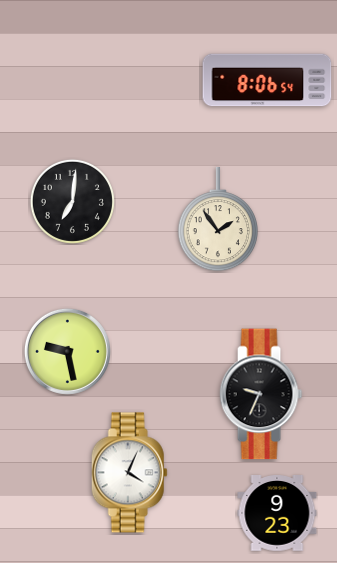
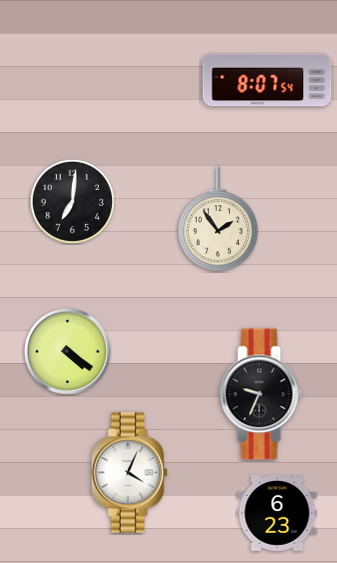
clock at (267, 80): 8:06 -> 8:07
clock at (67, 351): 9:28 -> 4:21
clock at (277, 514): 9:23 -> 6:23
